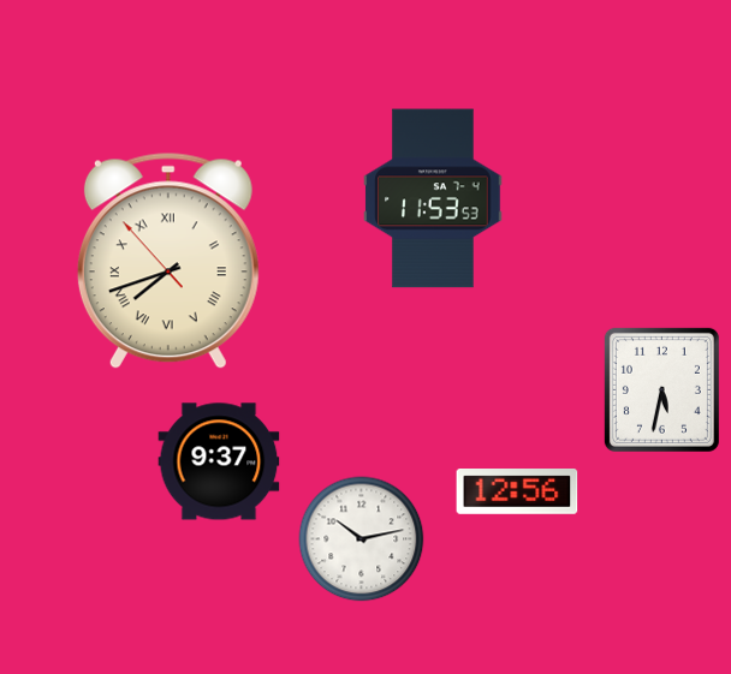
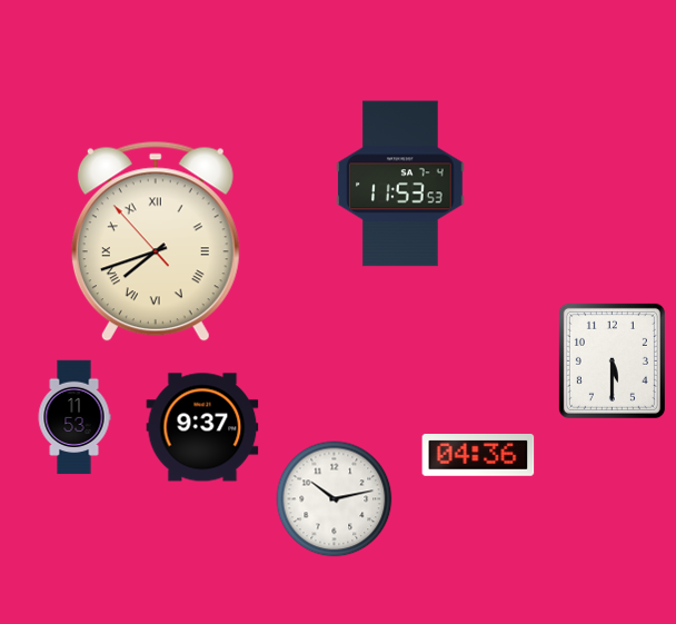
clock at (661, 389): 5:32 -> 5:30
clock at (74, 417): none -> 11:53
clock at (517, 493): 12:56 -> 04:36
